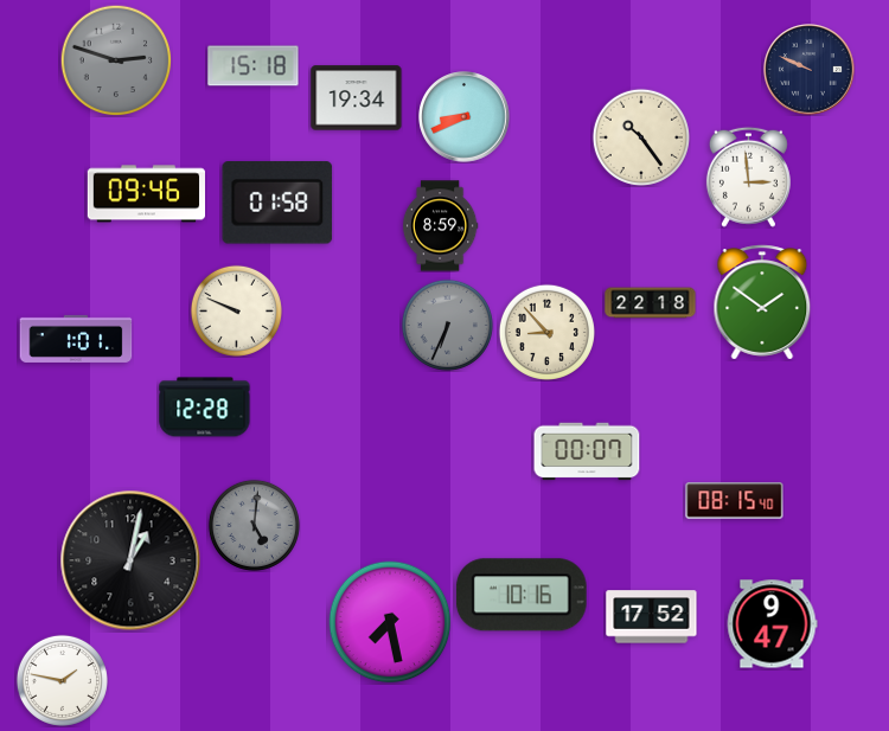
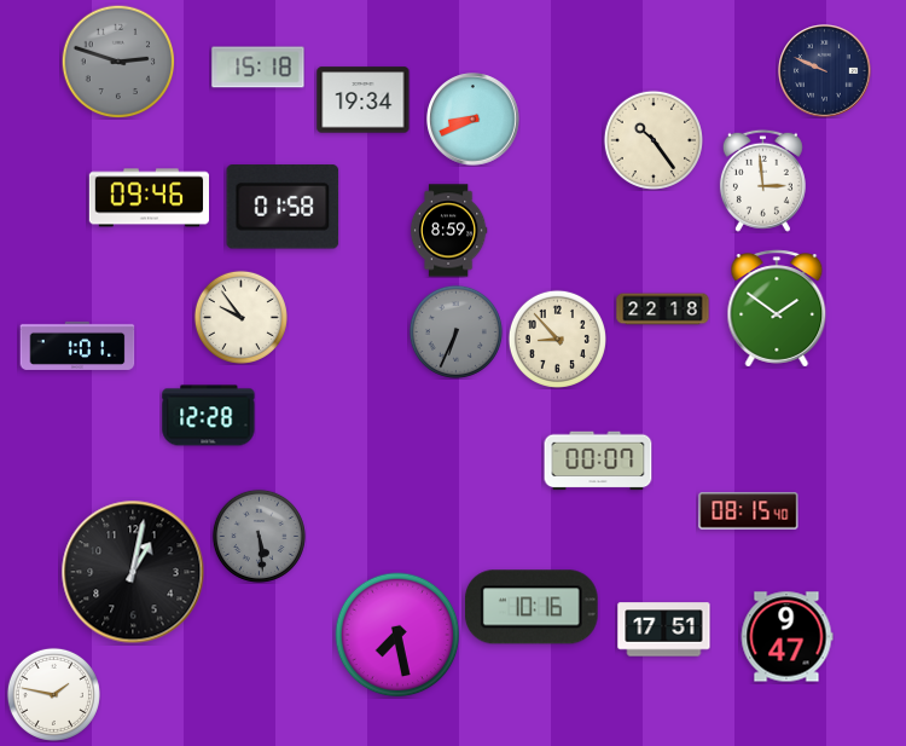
clock at (236, 310): 9:49 -> 9:54
clock at (254, 525): 5:01 -> 5:29
clock at (652, 617): 17:52 -> 17:51
clock at (62, 680) position: (62, 680) -> (53, 694)
